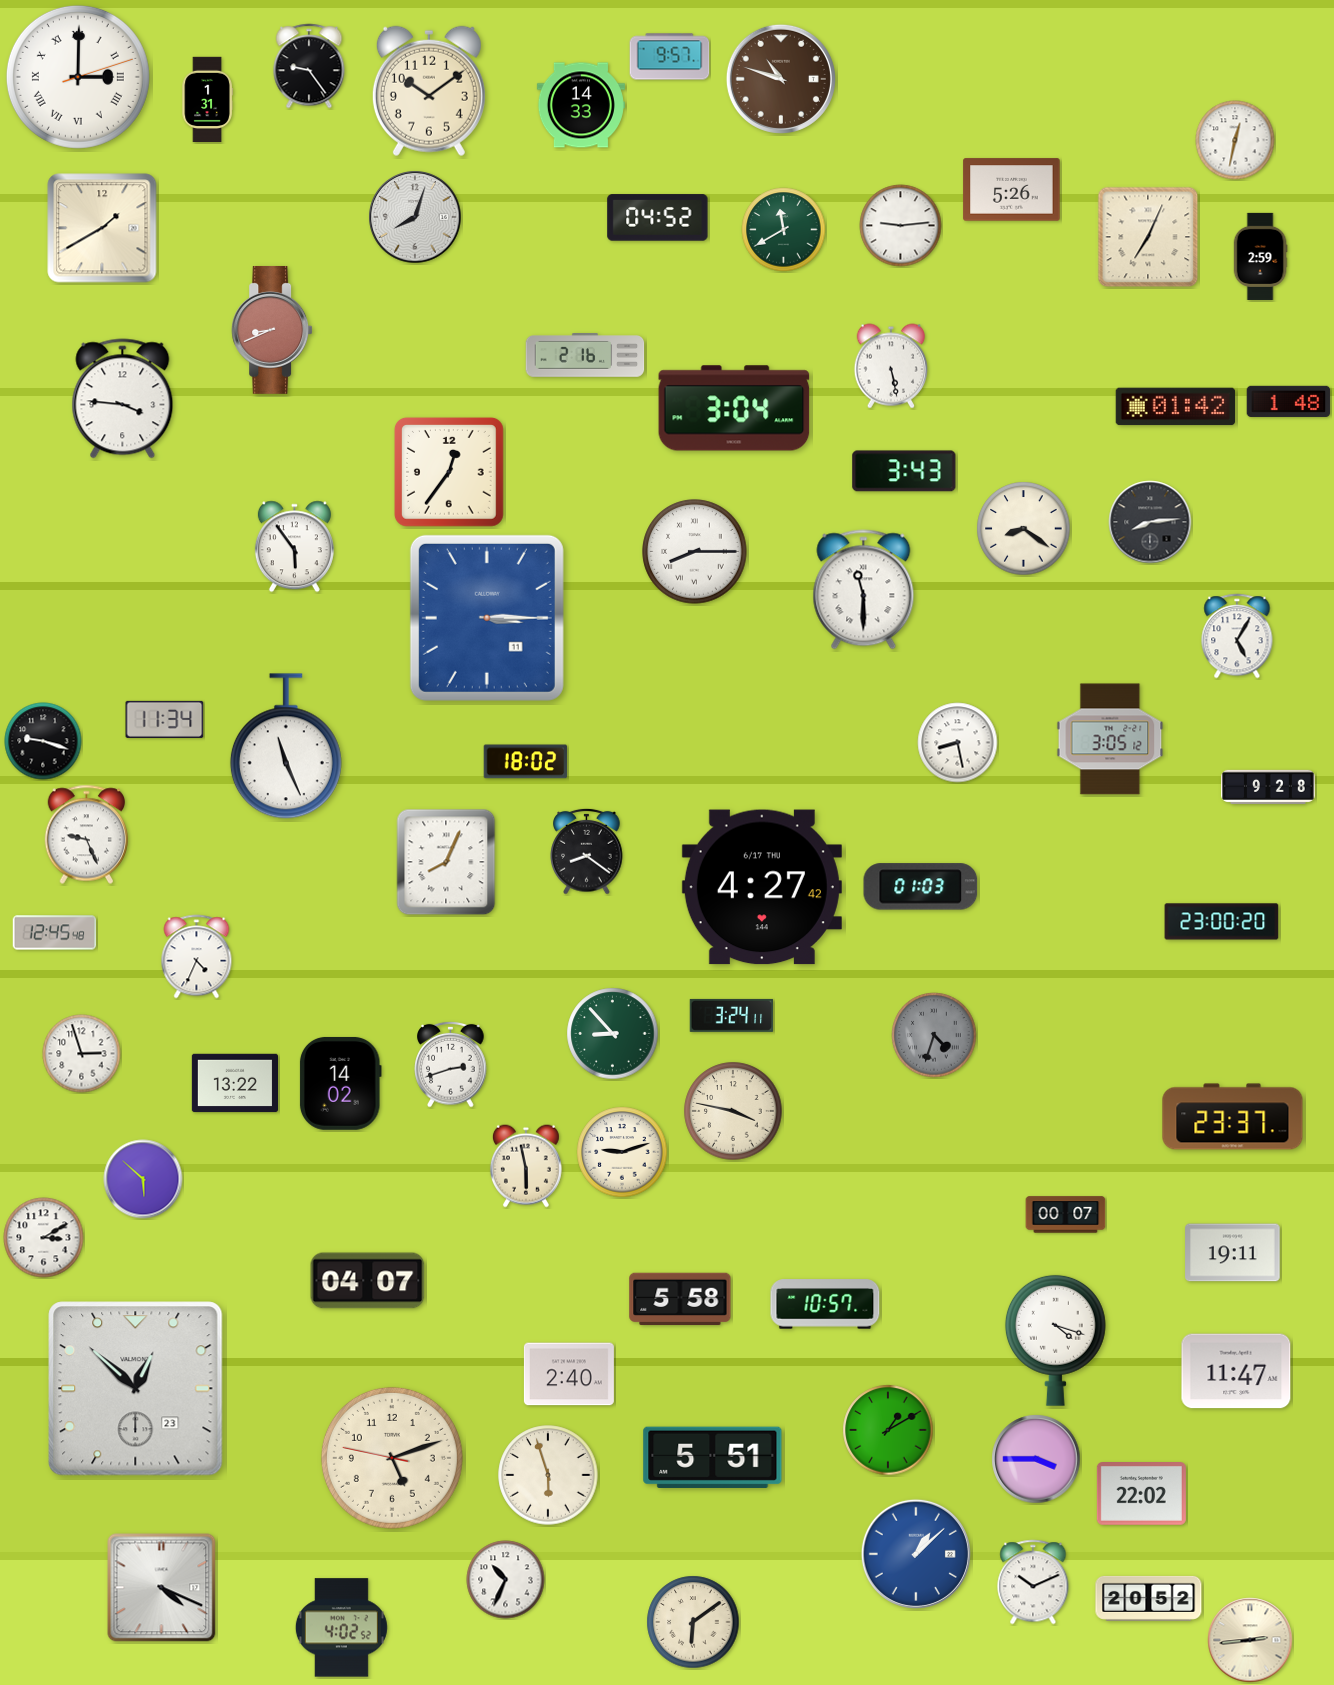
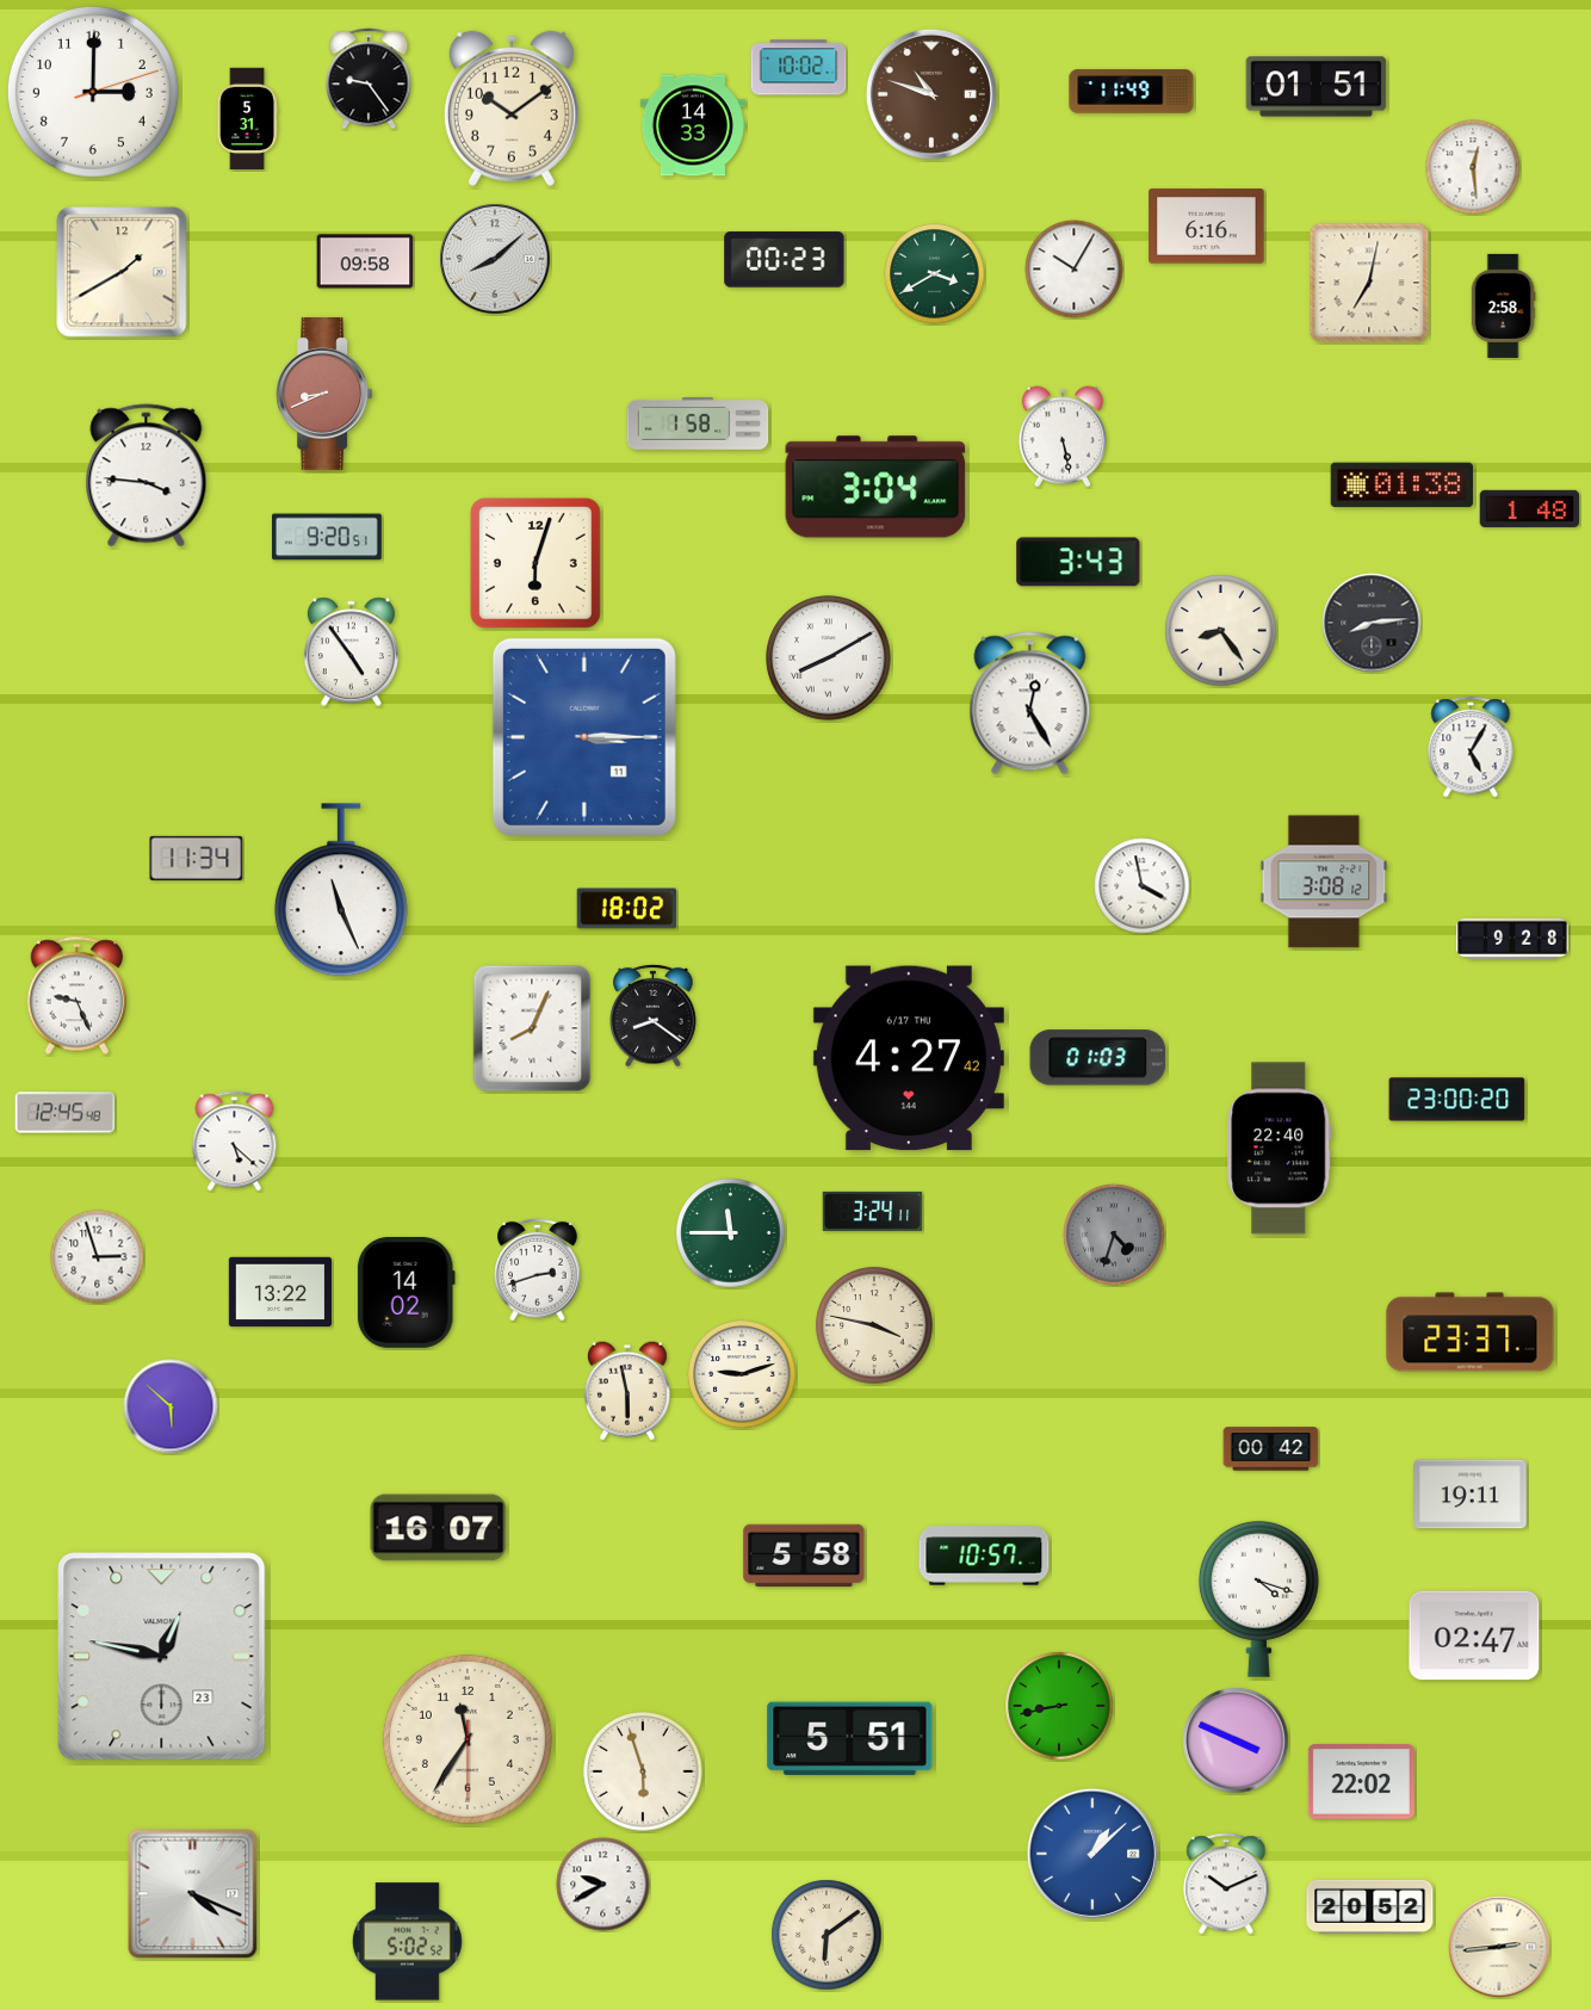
clock at (670, 57): 9:57 -> 10:02
clock at (1317, 87): none -> 01:51
clock at (78, 77) numerals: Roman -> Arabic
clock at (1132, 92): none -> 11:49
clock at (207, 100): 1:31 -> 5:31
clock at (1235, 140): 12:32 -> 12:29
clock at (1012, 190): 5:26 -> 6:16
clock at (415, 217): 8:03 -> 8:08
clock at (658, 218): 04:52 -> 00:23
clock at (365, 261): none -> 09:58
clock at (901, 226): 9:14 -> 10:05
clock at (784, 230): 11:40 -> 3:40
clock at (1148, 237): 7:04 -> 7:02
clock at (1260, 256): 2:59 -> 2:58
clock at (585, 356): 2:16 -> 1:58
clock at (1289, 401) position: (1289, 401) -> (1530, 508)
clock at (1176, 407): 01:42 -> 01:38
clock at (327, 537): none -> 9:20
clock at (449, 472): 12:36 -> 6:03
clock at (1024, 529): 8:21 -> 8:24
clock at (294, 547): 5:54 -> 4:54
clock at (695, 552): 8:15 -> 8:10
clock at (864, 590): 11:30 -> 12:25
clock at (487, 618) position: (487, 618) -> (584, 737)
clock at (1237, 636) position: (1237, 636) -> (1471, 747)
clock at (1110, 739): 3:05 -> 3:08
clock at (43, 741): 9:18 -> none
clock at (958, 743): 8:28 -> 3:58
clock at (87, 835) position: (87, 835) -> (78, 996)
clock at (587, 851) position: (587, 851) -> (654, 1015)
clock at (197, 957): 4:34 -> 5:22
clock at (1280, 1149): none -> 22:40
clock at (613, 1034): 8:53 -> 11:45
clock at (1066, 1215): 00:07 -> 00:42
clock at (44, 1238): 3:10 -> none
clock at (368, 1281): 04:07 -> 16:07
clock at (680, 1299) position: (680, 1299) -> (804, 1556)
clock at (1236, 1371): 11:47 -> 02:47
clock at (569, 1374): 2:40 -> none
clock at (136, 1389): 12:52 -> 12:47
clock at (888, 1430): 1:10 -> 8:43
clock at (392, 1458): 5:11 -> 11:35
clock at (1036, 1459): 3:45 -> 3:49
clock at (548, 1475) position: (548, 1475) -> (643, 1771)
clock at (506, 1580): 10:34 -> 9:40
clock at (1033, 1582) position: (1033, 1582) -> (1226, 1884)
clock at (341, 1628): 4:02 -> 5:02
clock at (1250, 1640) position: (1250, 1640) -> (1499, 1947)
